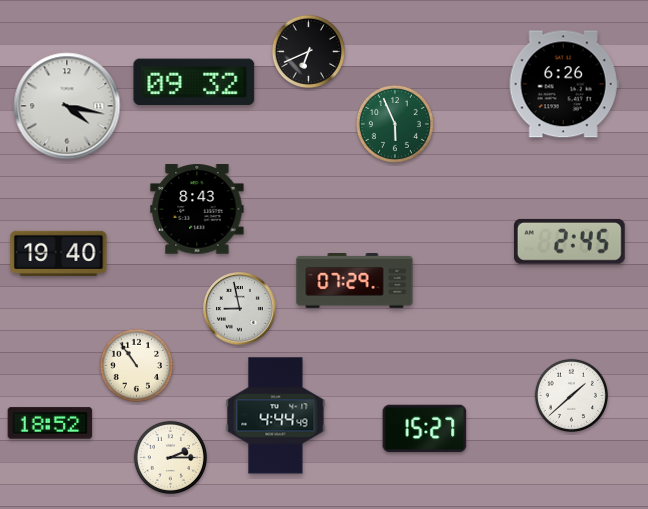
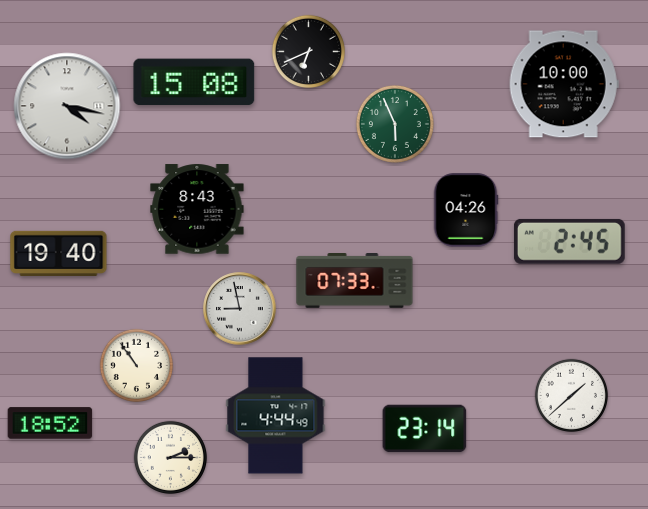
clock at (194, 82): 09:32 -> 15:08
clock at (564, 84): 6:26 -> 10:00
clock at (466, 210): none -> 04:26
clock at (355, 281): 07:29 -> 07:33
clock at (425, 429): 15:27 -> 23:14
